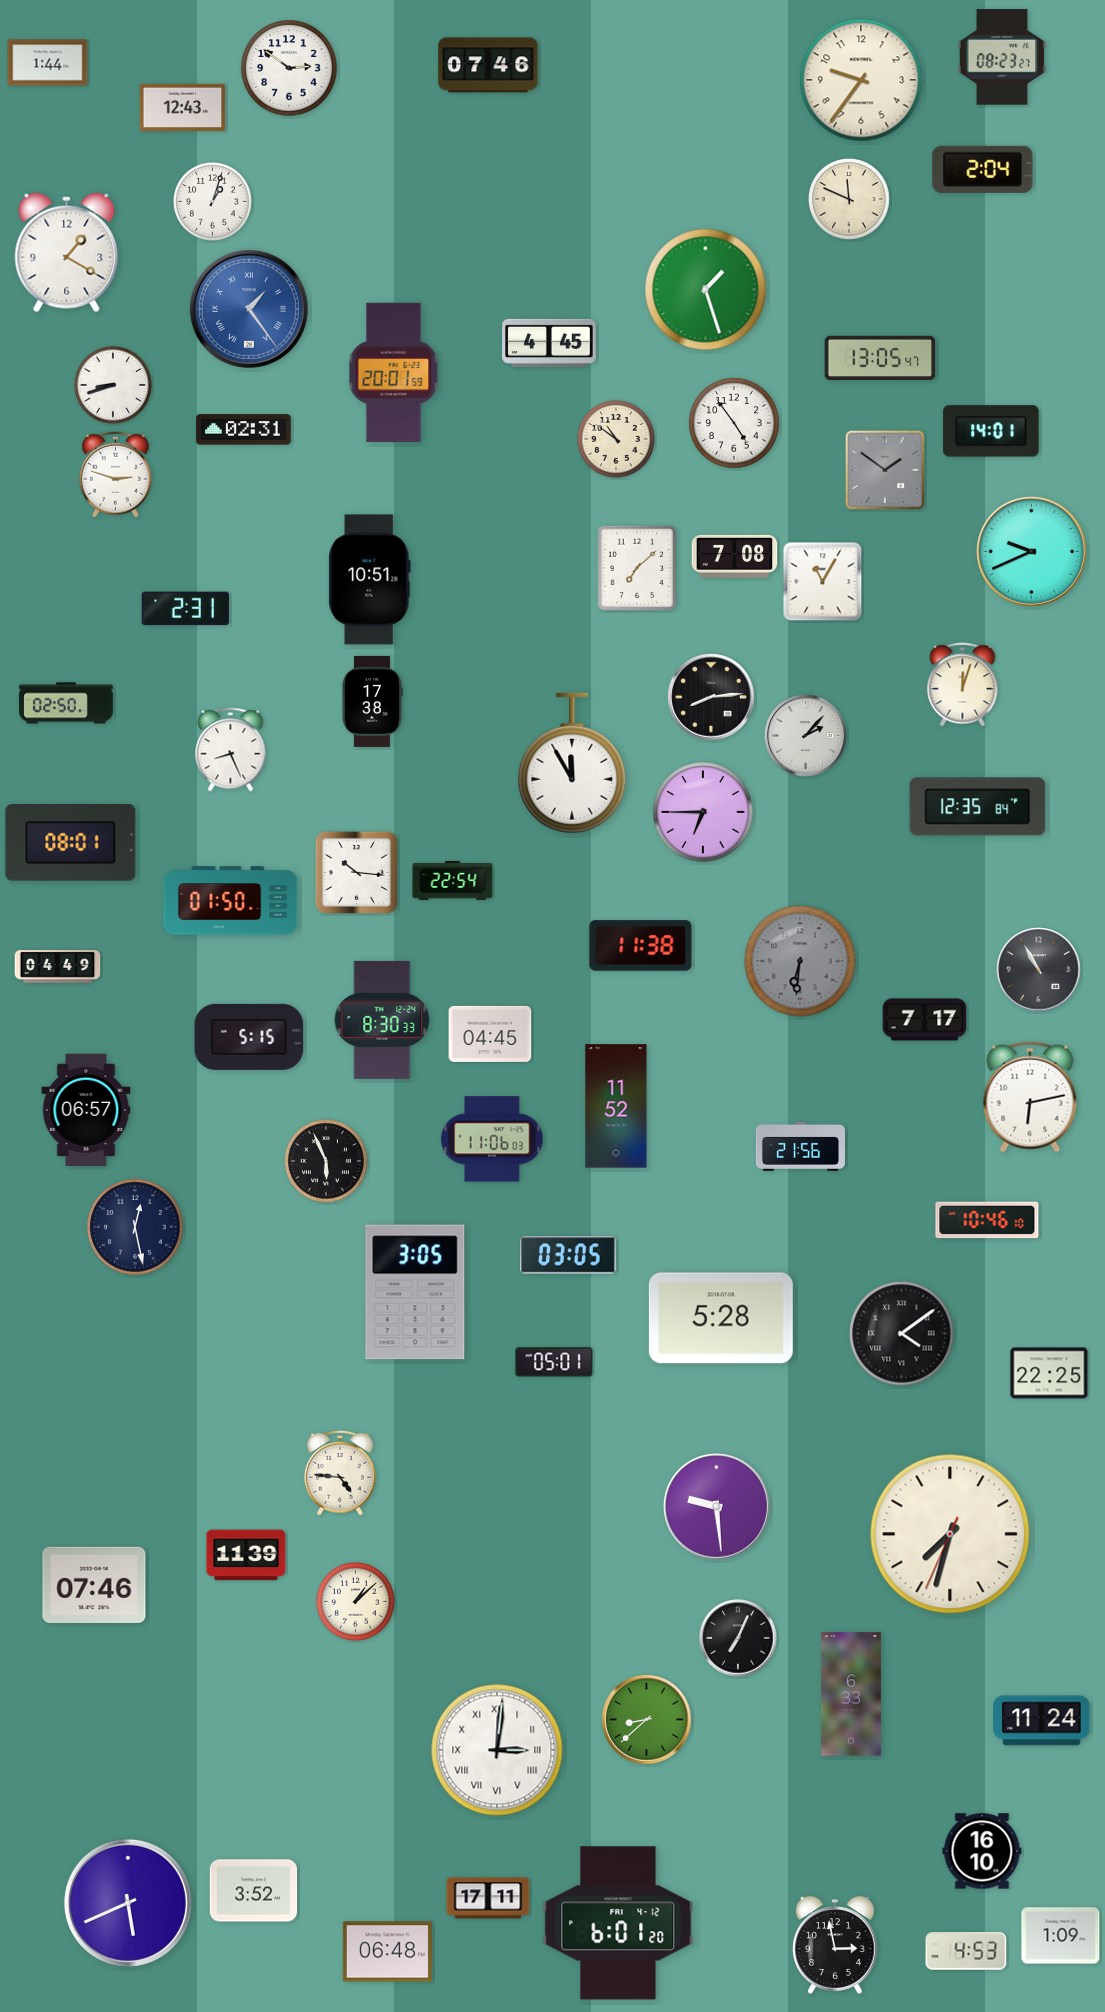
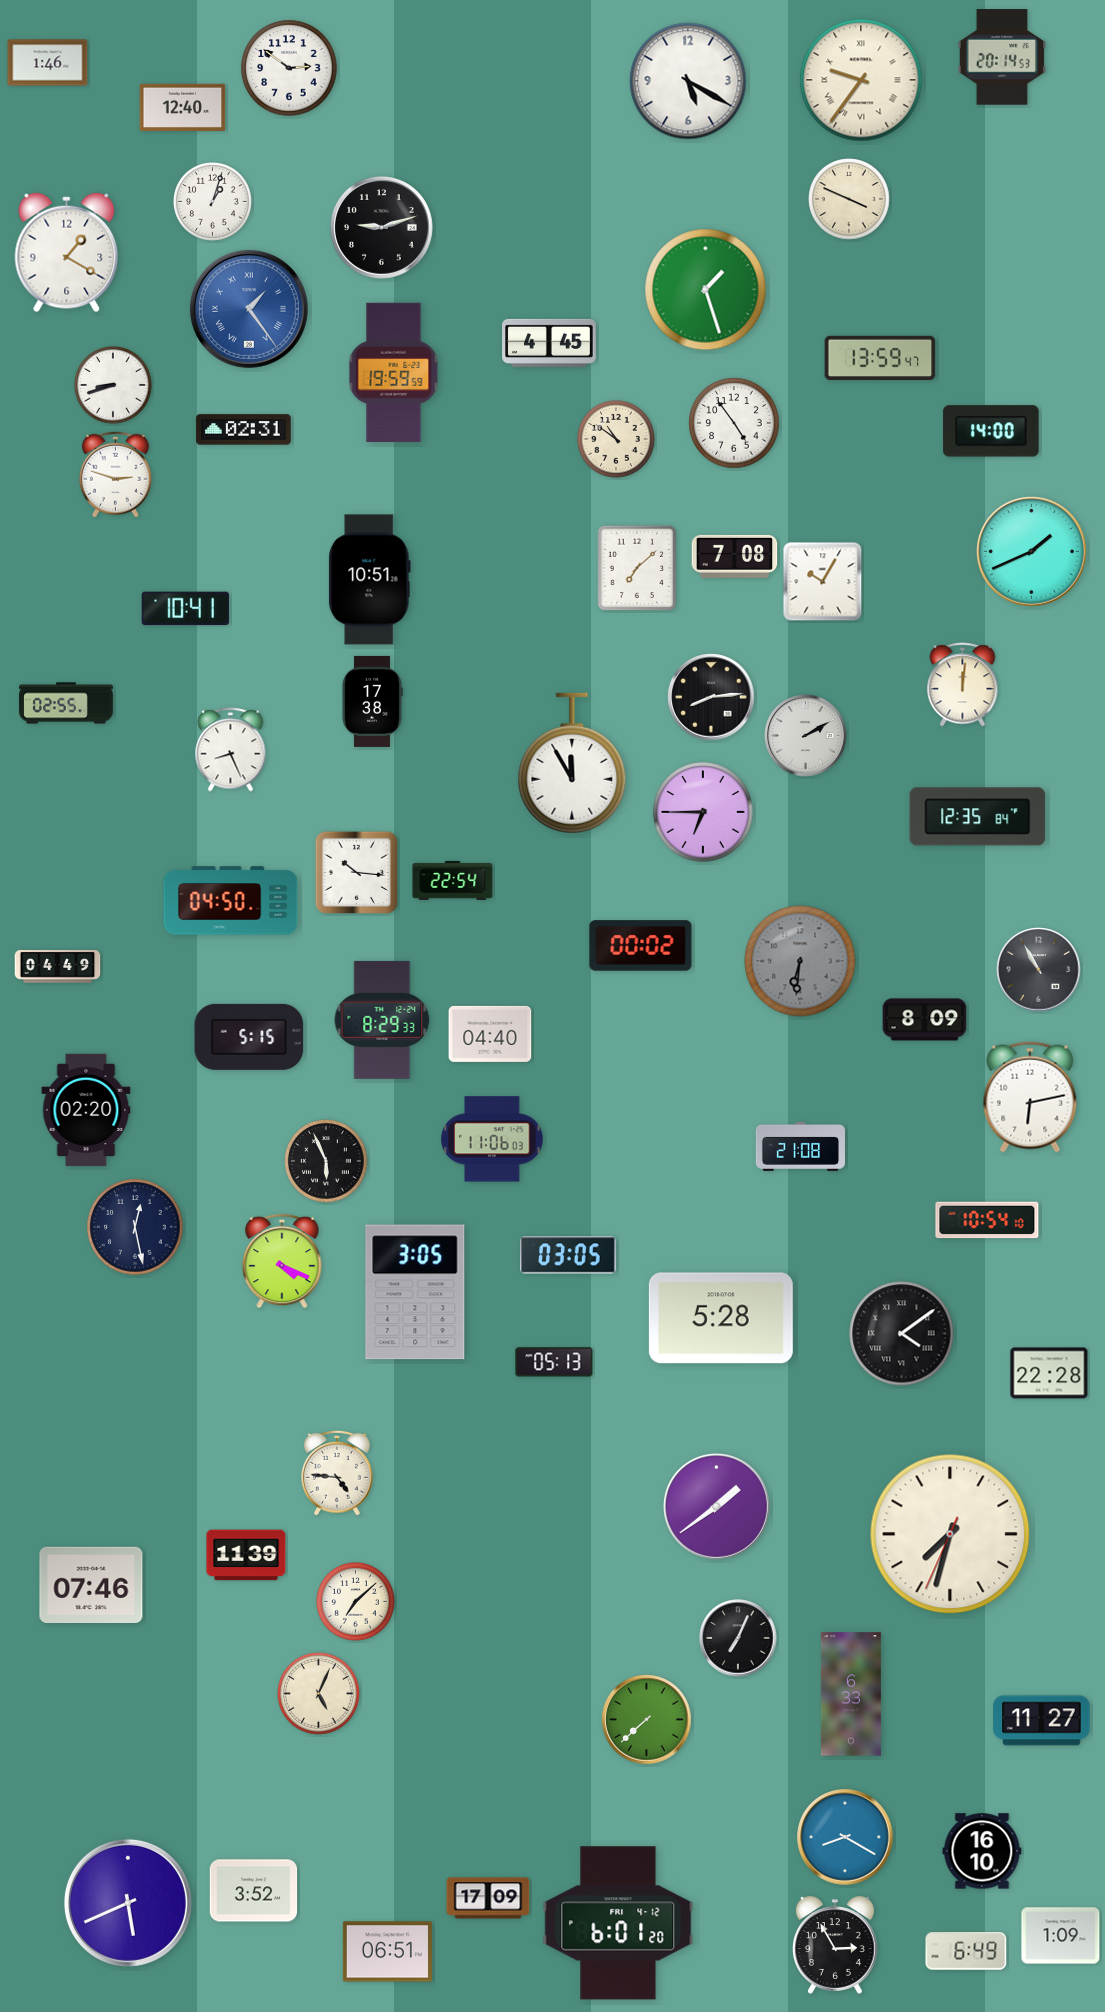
clock at (1002, 57): 08:23 -> 20:14
clock at (48, 63): 1:44 -> 1:46
clock at (488, 65): 07:46 -> none
clock at (861, 80) numerals: Arabic -> Roman
clock at (688, 81): none -> 5:20
clock at (183, 107): 12:43 -> 12:40
clock at (983, 169): 2:04 -> none
clock at (849, 199): 11:49 -> 3:49
clock at (382, 228): none -> 9:12
clock at (880, 358): 13:05 -> 13:59
clock at (394, 372): 20:01 -> 19:59
clock at (991, 431): 14:01 -> 14:00
clock at (885, 470): 1:51 -> none
clock at (1031, 551): 9:41 -> 1:41
clock at (823, 582): 11:05 -> 10:05
clock at (185, 609): 2:31 -> 10:41
clock at (963, 685): 12:03 -> 12:01
clock at (66, 703): 02:50 -> 02:55
clock at (806, 736): 2:07 -> 2:10
clock at (978, 807) position: (978, 807) -> (978, 817)
clock at (71, 843): 08:01 -> none
clock at (231, 901): 01:50 -> 04:50
clock at (641, 946): 11:38 -> 00:02
clock at (382, 1020): 8:30 -> 8:29
clock at (925, 1020): 7:17 -> 8:09
clock at (490, 1034): 04:45 -> 04:40
clock at (616, 1106): 11:52 -> none
clock at (86, 1110): 06:57 -> 02:20
clock at (800, 1146): 21:56 -> 21:08
clock at (987, 1220): 10:46 -> 10:54
clock at (282, 1261): none -> 4:19
clock at (554, 1362): 05:01 -> 05:13
clock at (1049, 1373): 22:25 -> 22:28
clock at (340, 1473) position: (340, 1473) -> (337, 1473)
clock at (717, 1507): 9:29 -> 1:39
clock at (94, 1584) position: (94, 1584) -> (91, 1584)
clock at (356, 1602): 1:08 -> 7:08
clock at (319, 1694): none -> 5:04
clock at (647, 1720): 8:38 -> 7:38
clock at (1042, 1721): 11:24 -> 11:27
clock at (497, 1750): 3:01 -> none
clock at (845, 1837): none -> 8:20
clock at (488, 1898): 17:11 -> 17:09
clock at (836, 1945): 2:58 -> 2:55
clock at (966, 1951): 4:53 -> 6:49
clock at (387, 1952): 06:48 -> 06:51
